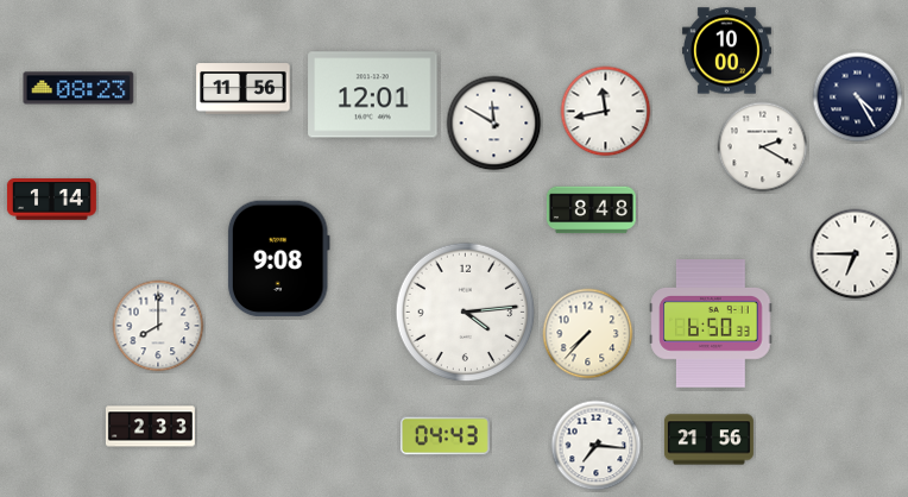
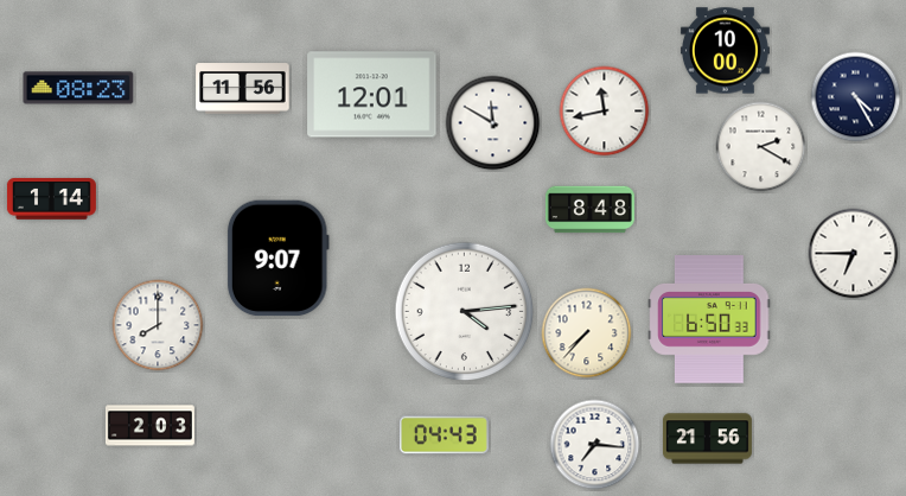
clock at (278, 259): 9:08 -> 9:07
clock at (711, 323) position: (711, 323) -> (709, 319)
clock at (150, 427): 2:33 -> 2:03
